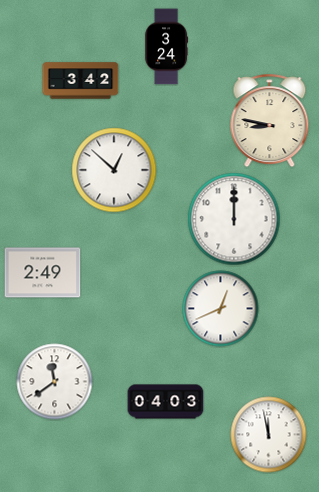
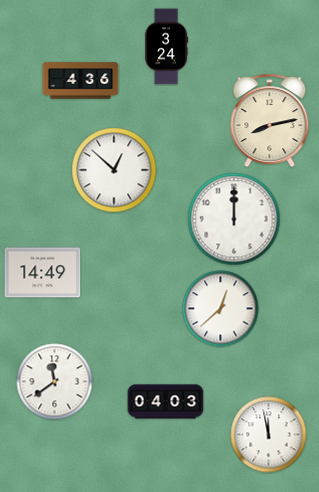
clock at (81, 81): 3:42 -> 4:36
clock at (270, 121): 8:47 -> 8:13
clock at (43, 273): 2:49 -> 14:49
clock at (221, 309): 12:41 -> 12:38
